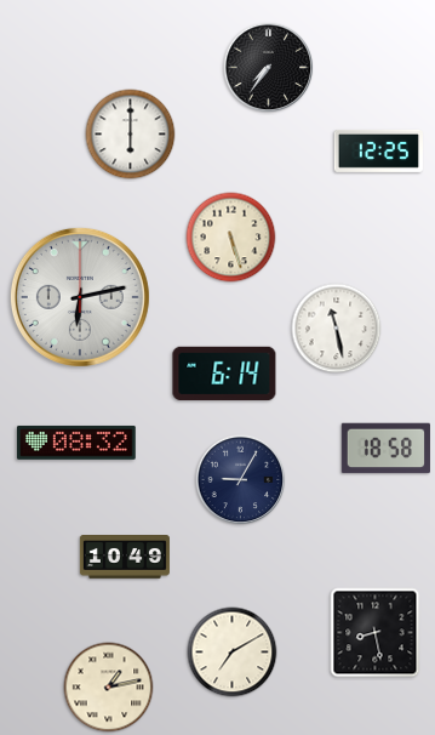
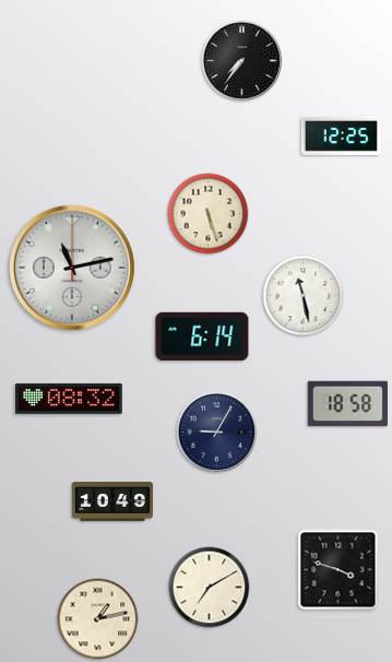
clock at (131, 135): 6:00 -> none
clock at (80, 297): 6:13 -> 11:13
clock at (376, 633): 8:28 -> 3:48
